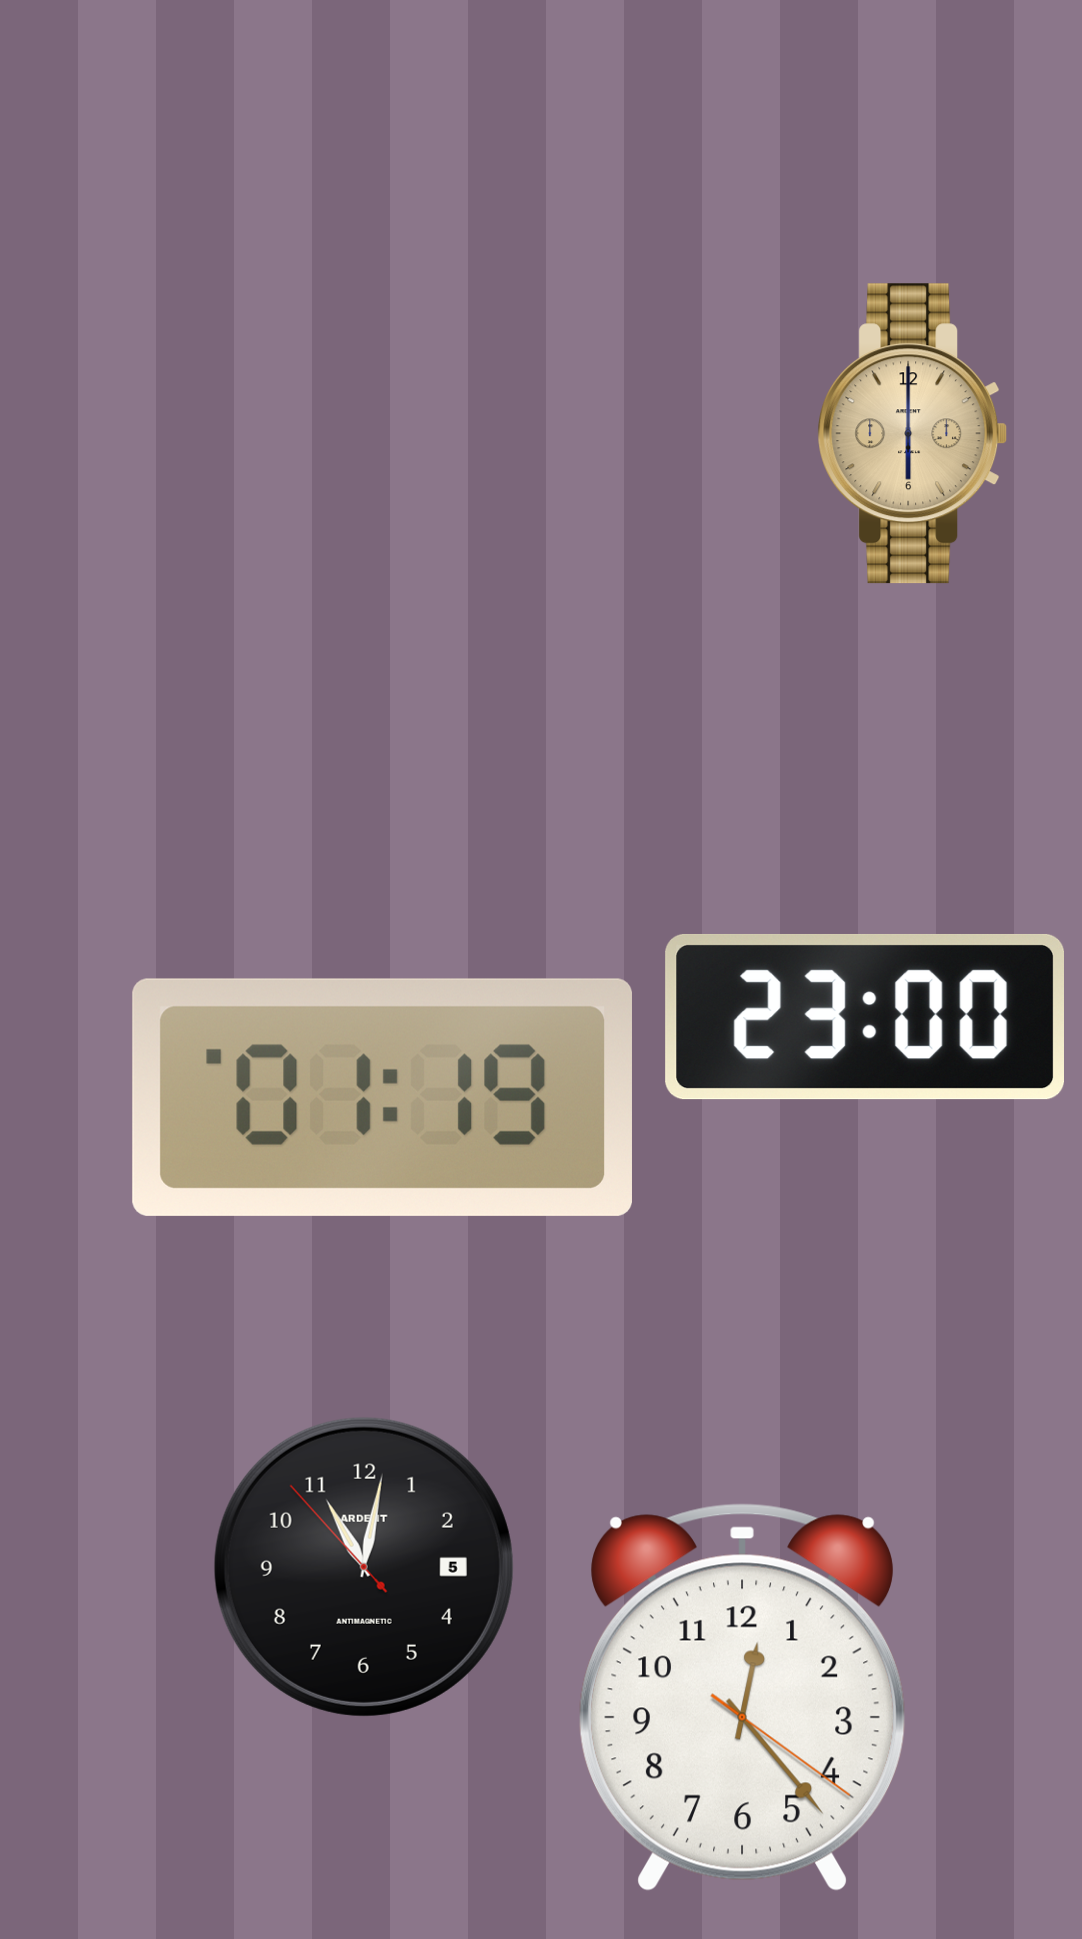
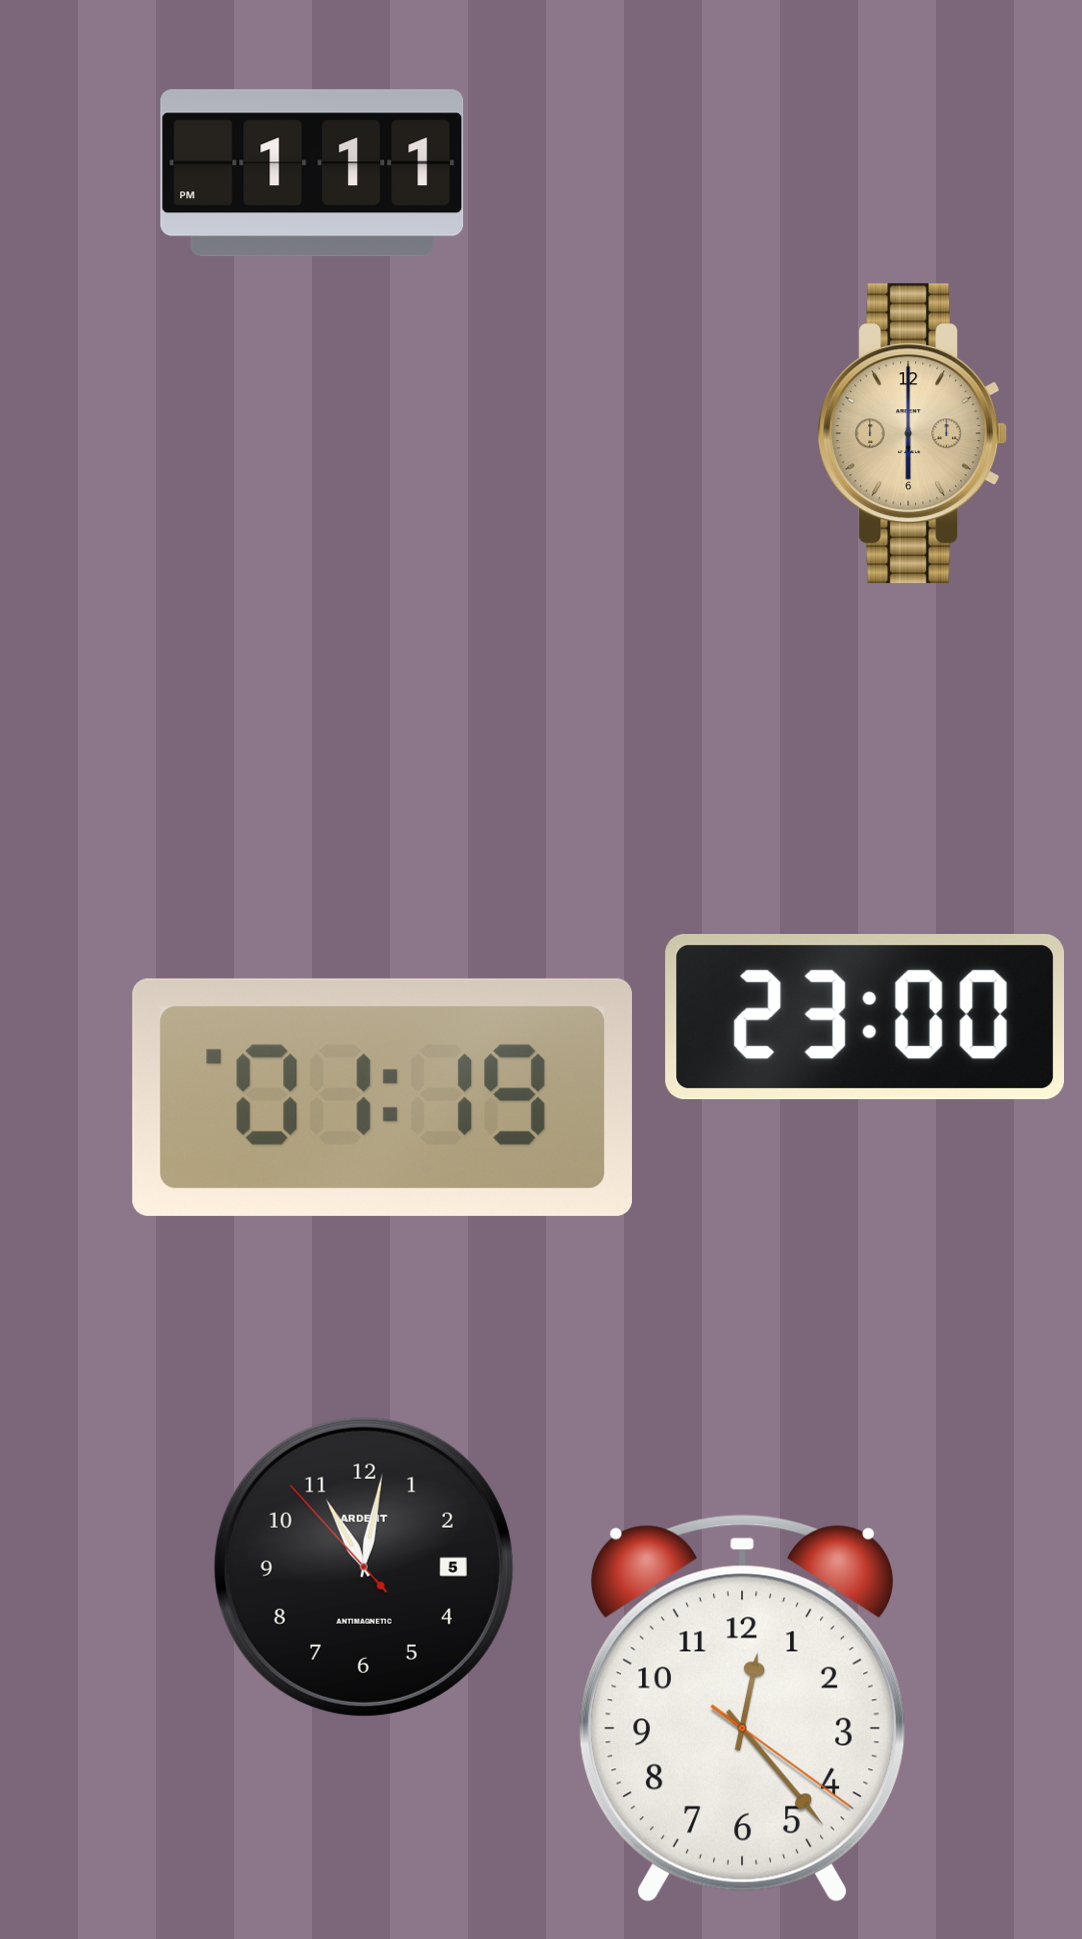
clock at (312, 173): none -> 1:11
clock at (743, 1697) position: (743, 1697) -> (743, 1708)
